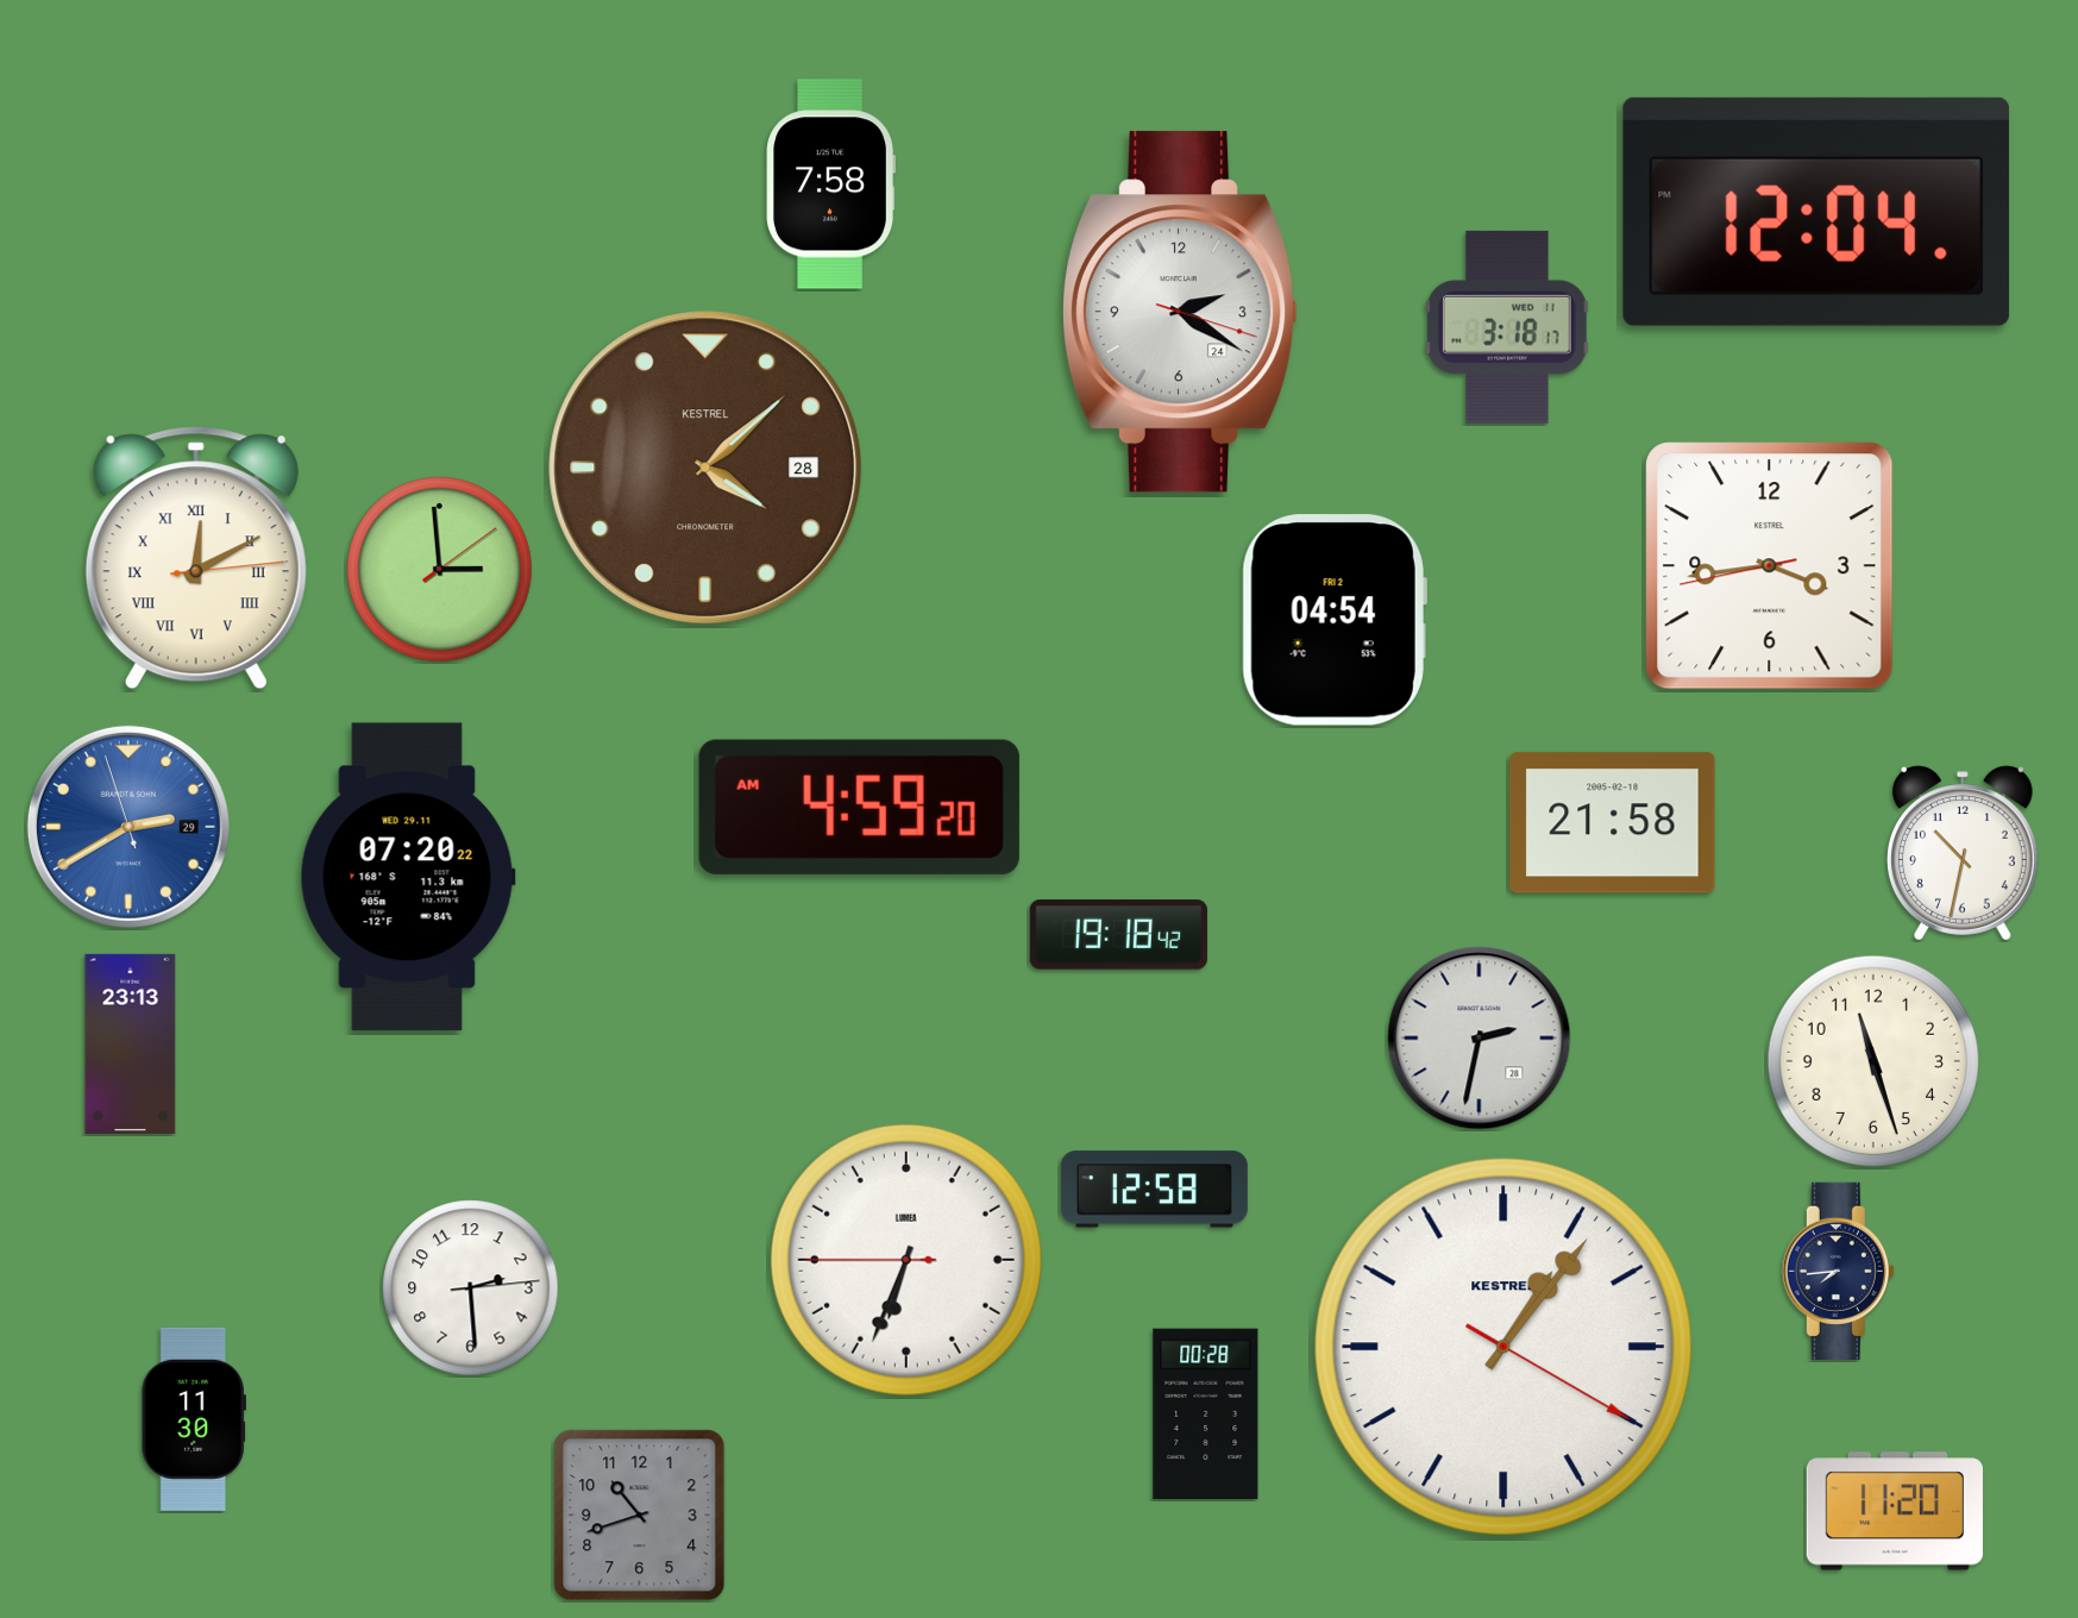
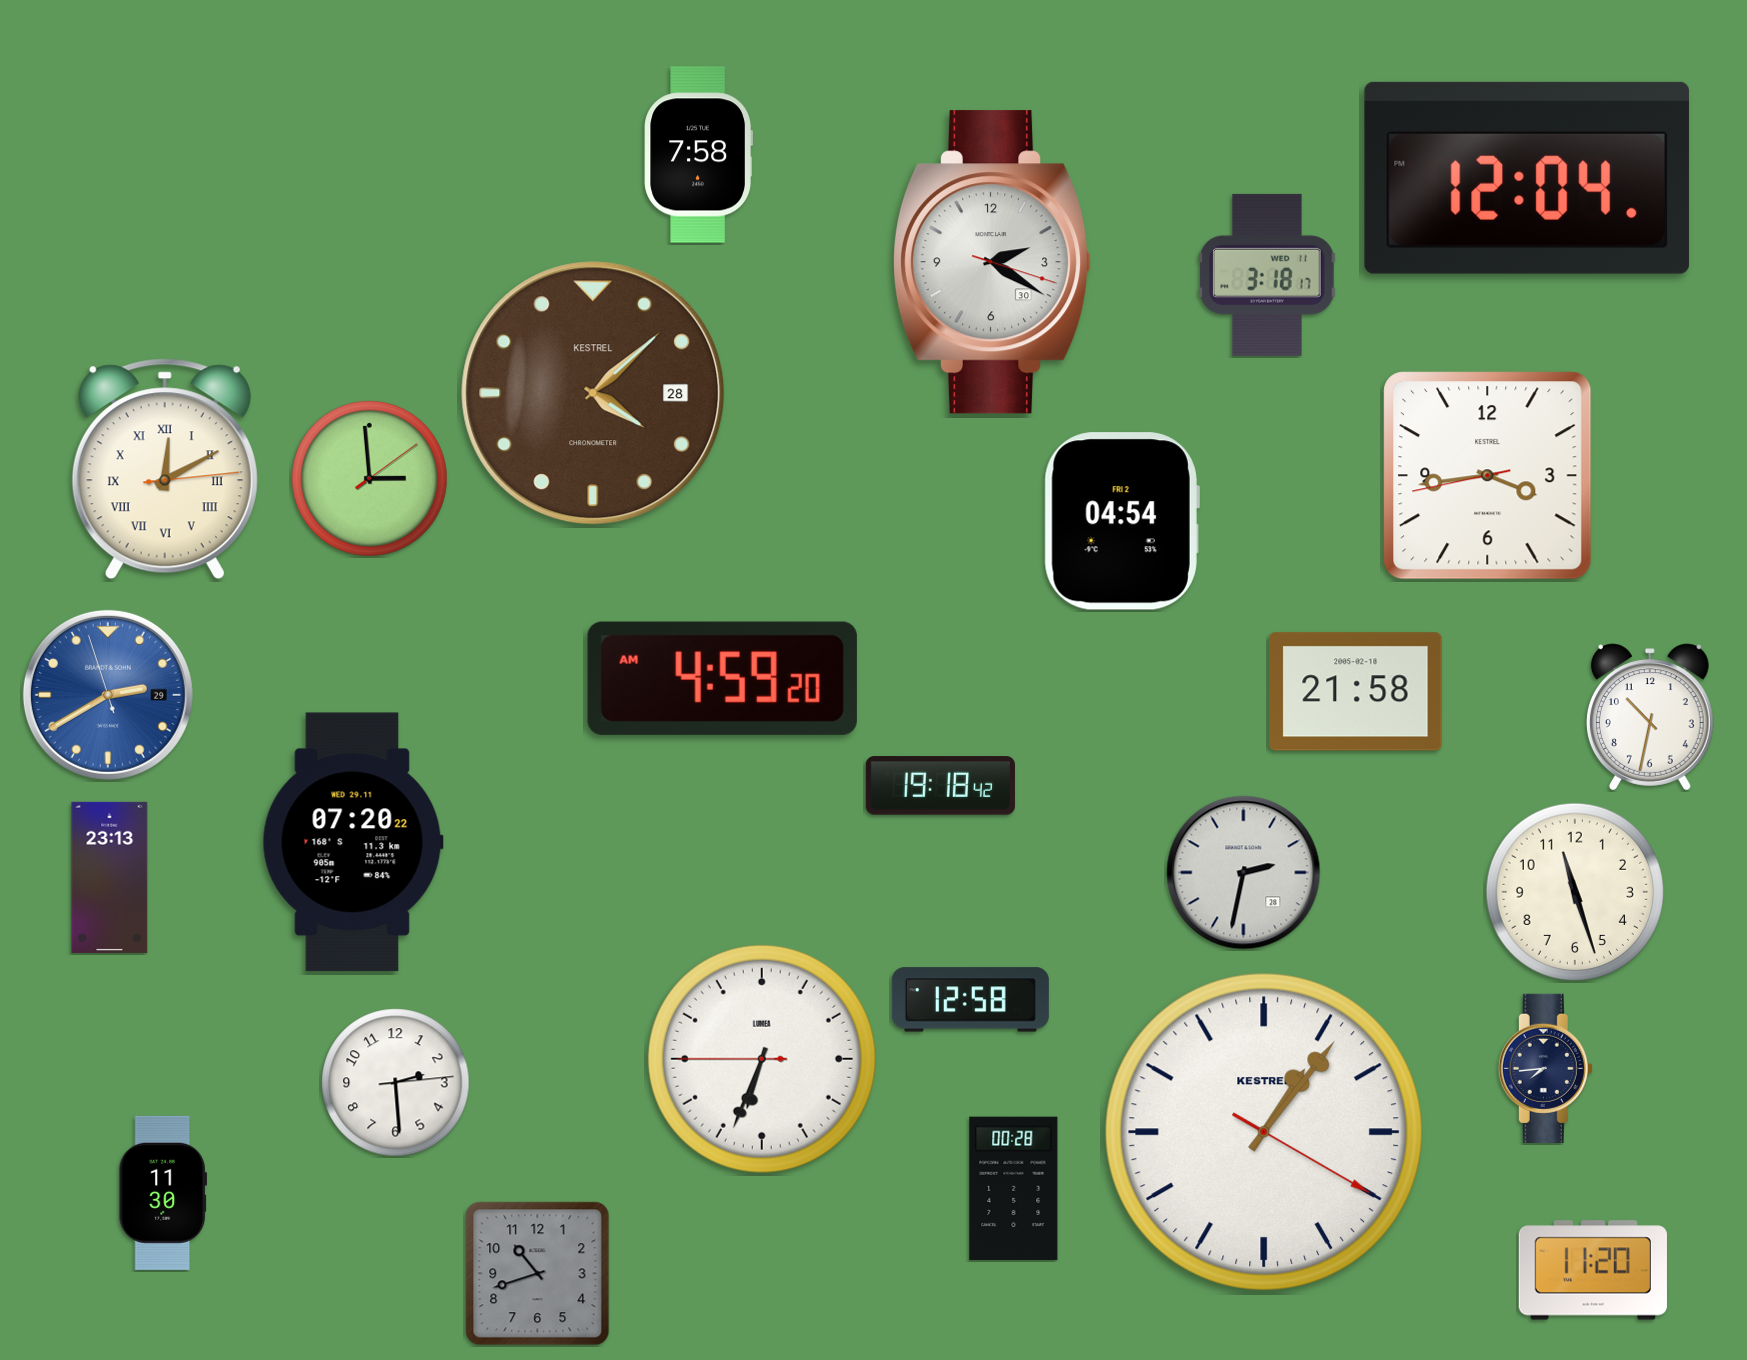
clock at (1180, 312) date: 24 -> 30
clock at (408, 877) position: (408, 877) -> (353, 842)
